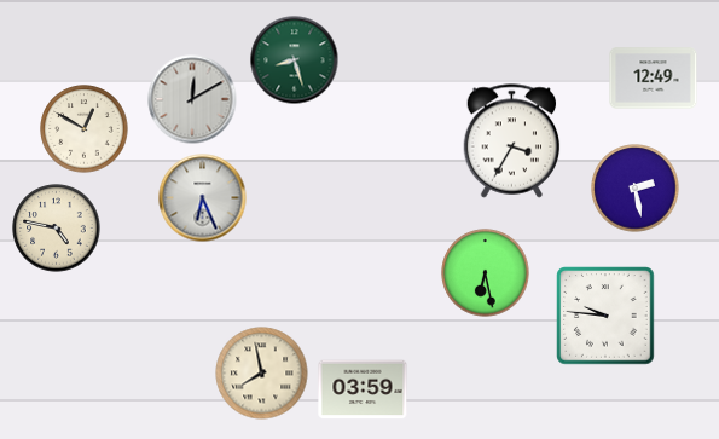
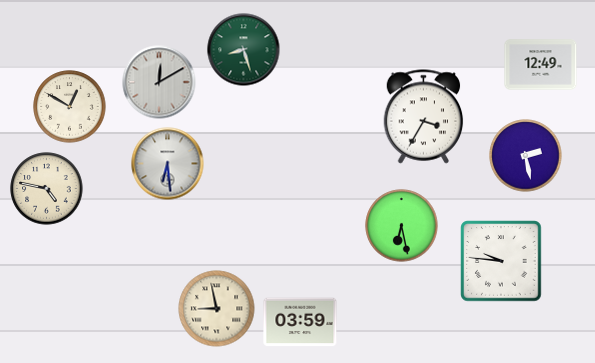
clock at (203, 198): 6:26 -> 6:29
clock at (262, 374): 7:58 -> 8:58
